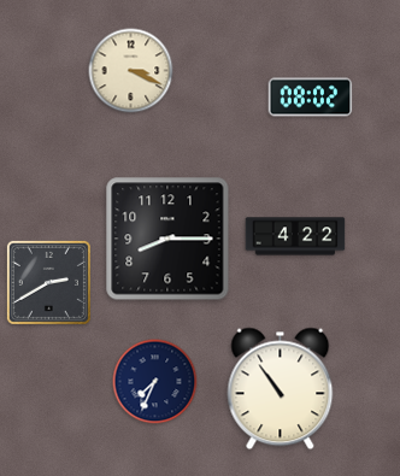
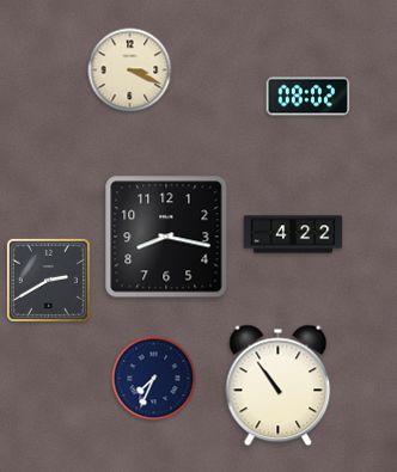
clock at (167, 239): 8:15 -> 8:17
